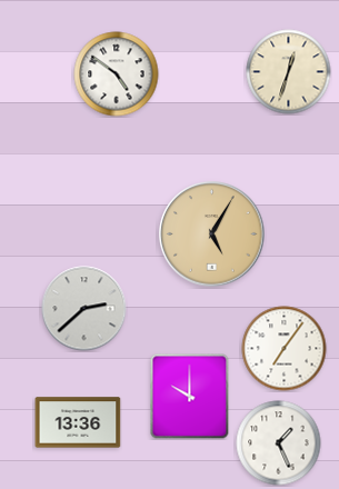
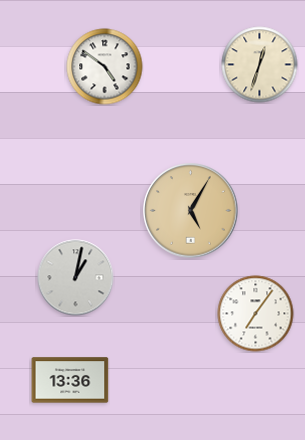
clock at (84, 309): 2:38 -> 1:02
clock at (190, 397): 10:00 -> none
clock at (279, 443): 1:26 -> none
